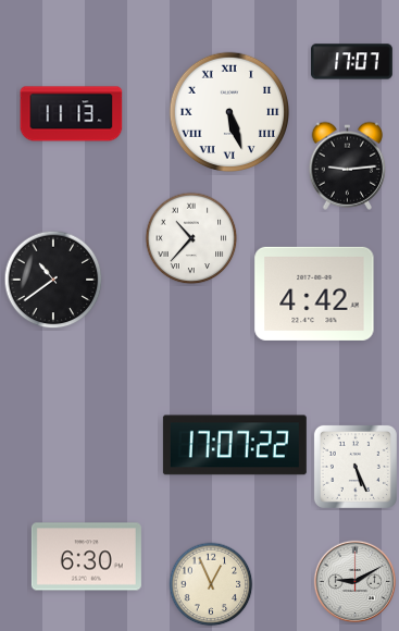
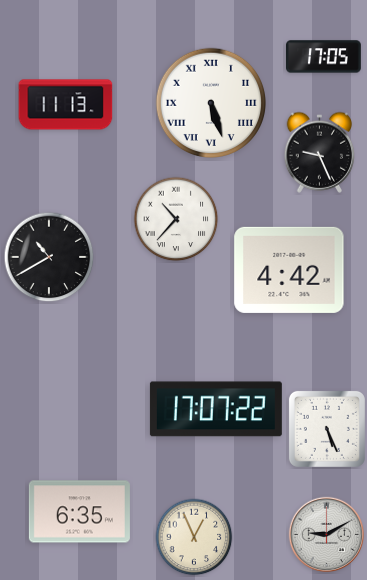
clock at (352, 62): 17:07 -> 17:05
clock at (348, 165): 9:14 -> 9:26
clock at (53, 280): 10:39 -> 10:40
clock at (86, 557): 6:30 -> 6:35
